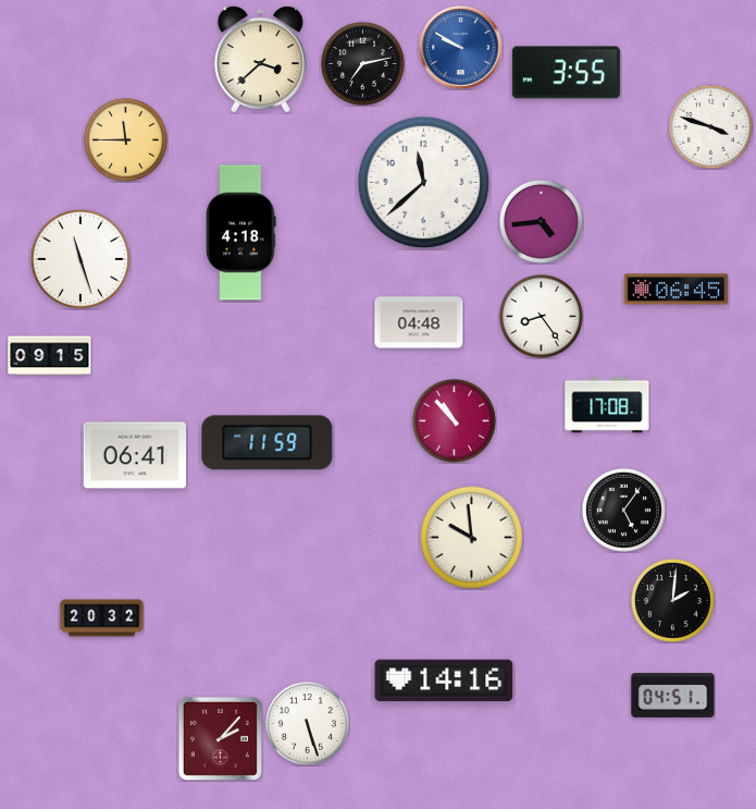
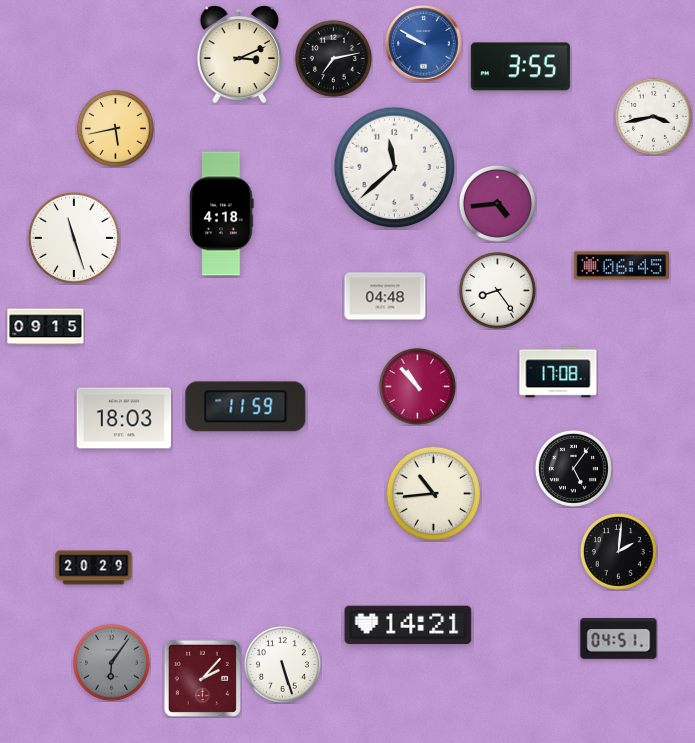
clock at (260, 59): 3:38 -> 3:11
clock at (710, 126): 3:48 -> 3:43
clock at (125, 139): 11:45 -> 5:43
clock at (424, 183) position: (424, 183) -> (395, 168)
clock at (135, 455): 06:41 -> 18:03
clock at (471, 537): 9:59 -> 10:44
clock at (102, 618): 20:32 -> 20:29
clock at (444, 681): 14:16 -> 14:21
clock at (111, 662): none -> 6:06
